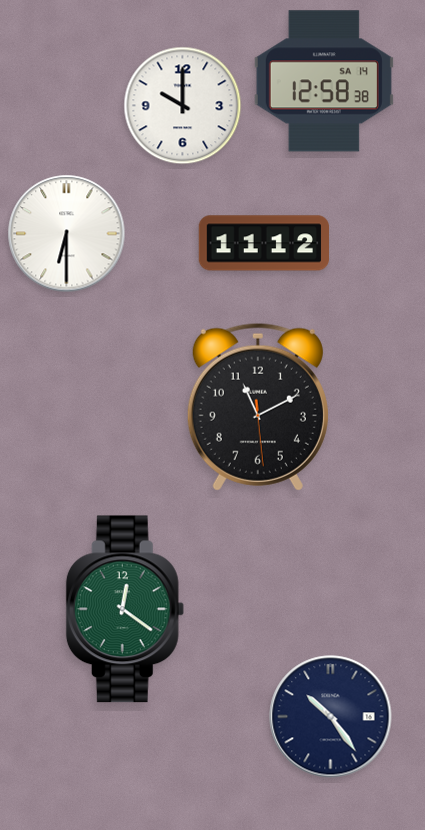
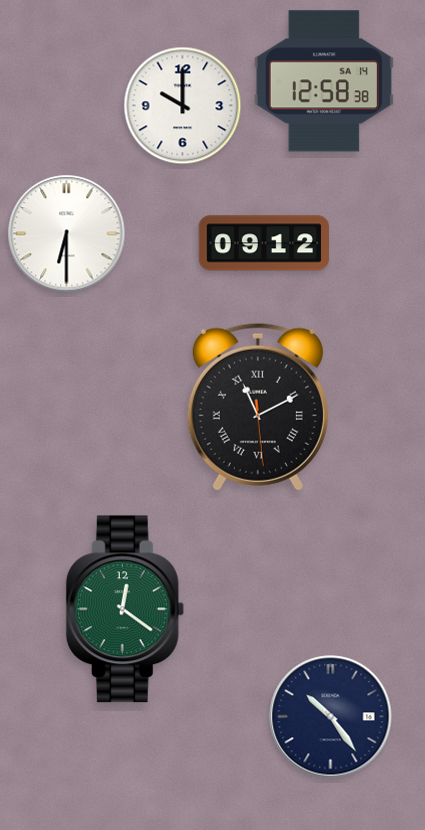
clock at (263, 243): 11:12 -> 09:12
clock at (258, 407) numerals: Arabic -> Roman
